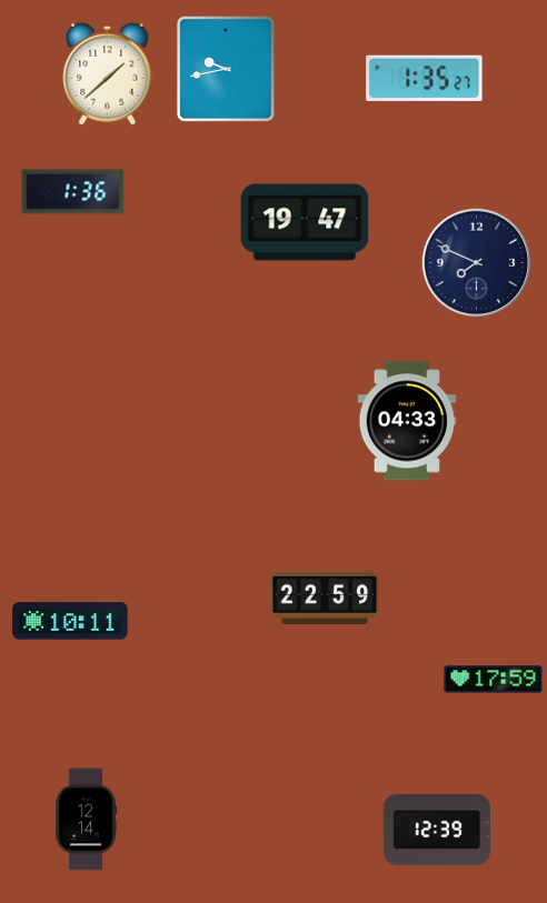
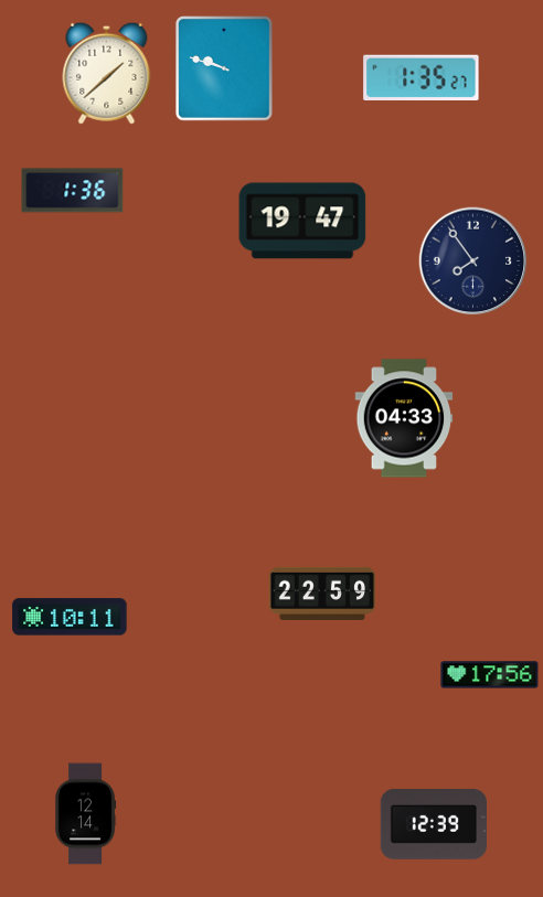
clock at (226, 69): 9:43 -> 9:48
clock at (477, 263): 7:49 -> 7:54
clock at (494, 680): 17:59 -> 17:56
